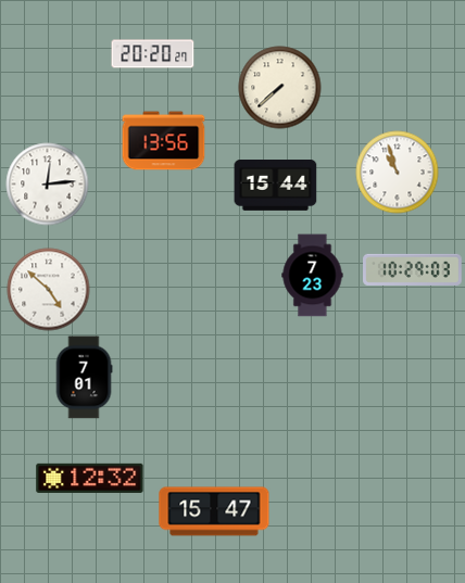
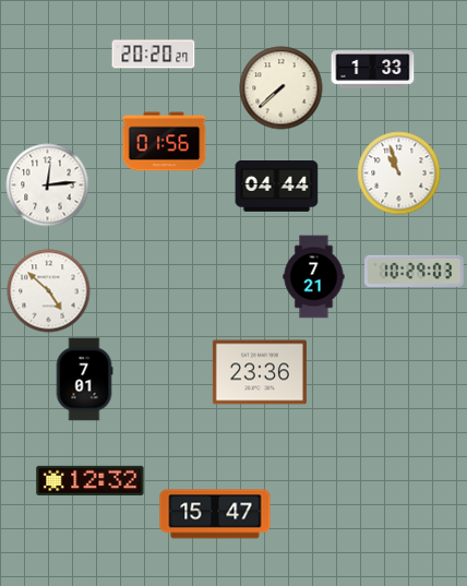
clock at (373, 70): none -> 1:33
clock at (164, 141): 13:56 -> 01:56
clock at (276, 186): 15:44 -> 04:44
clock at (313, 276): 7:23 -> 7:21
clock at (260, 372): none -> 23:36
